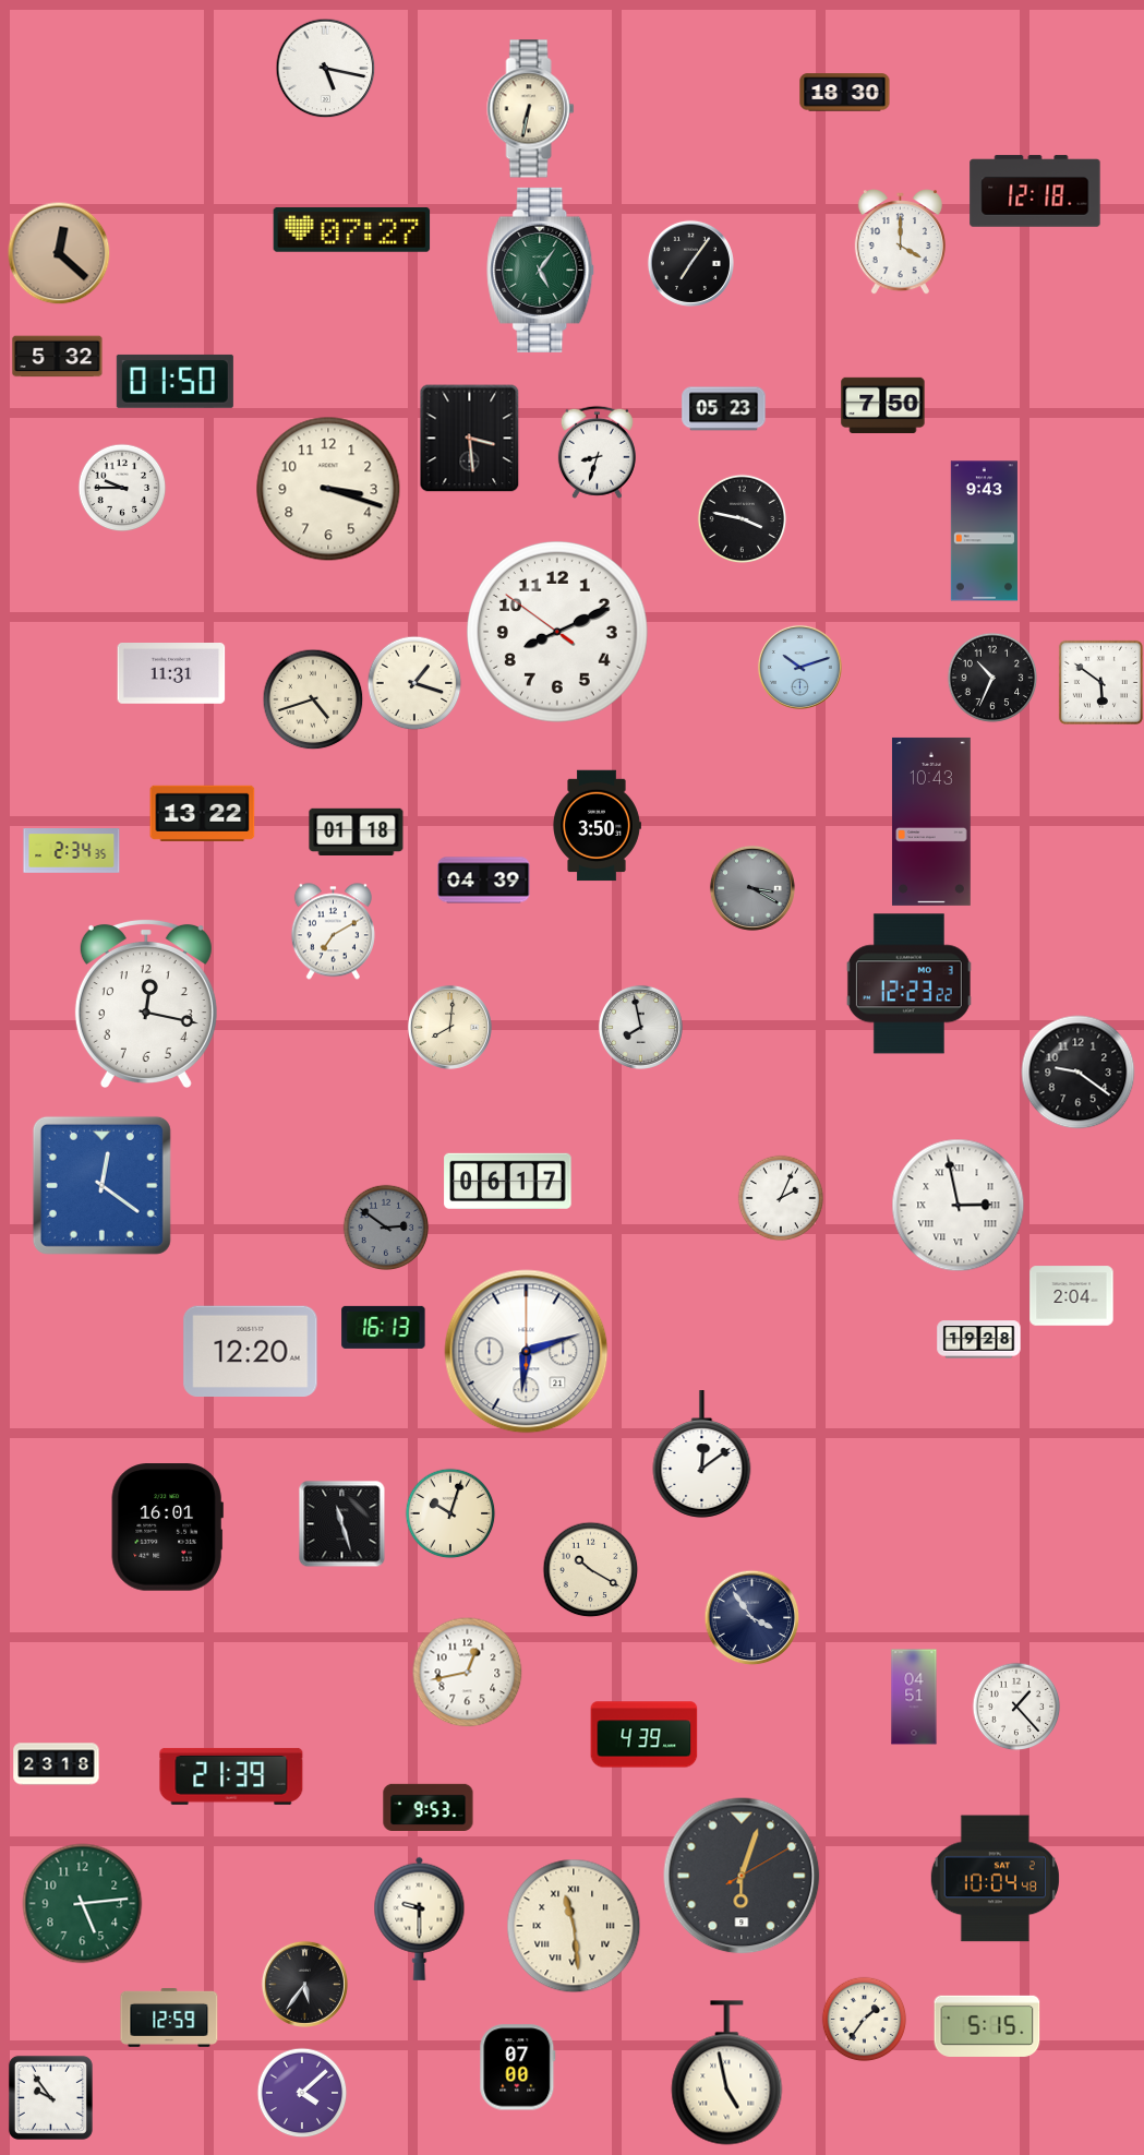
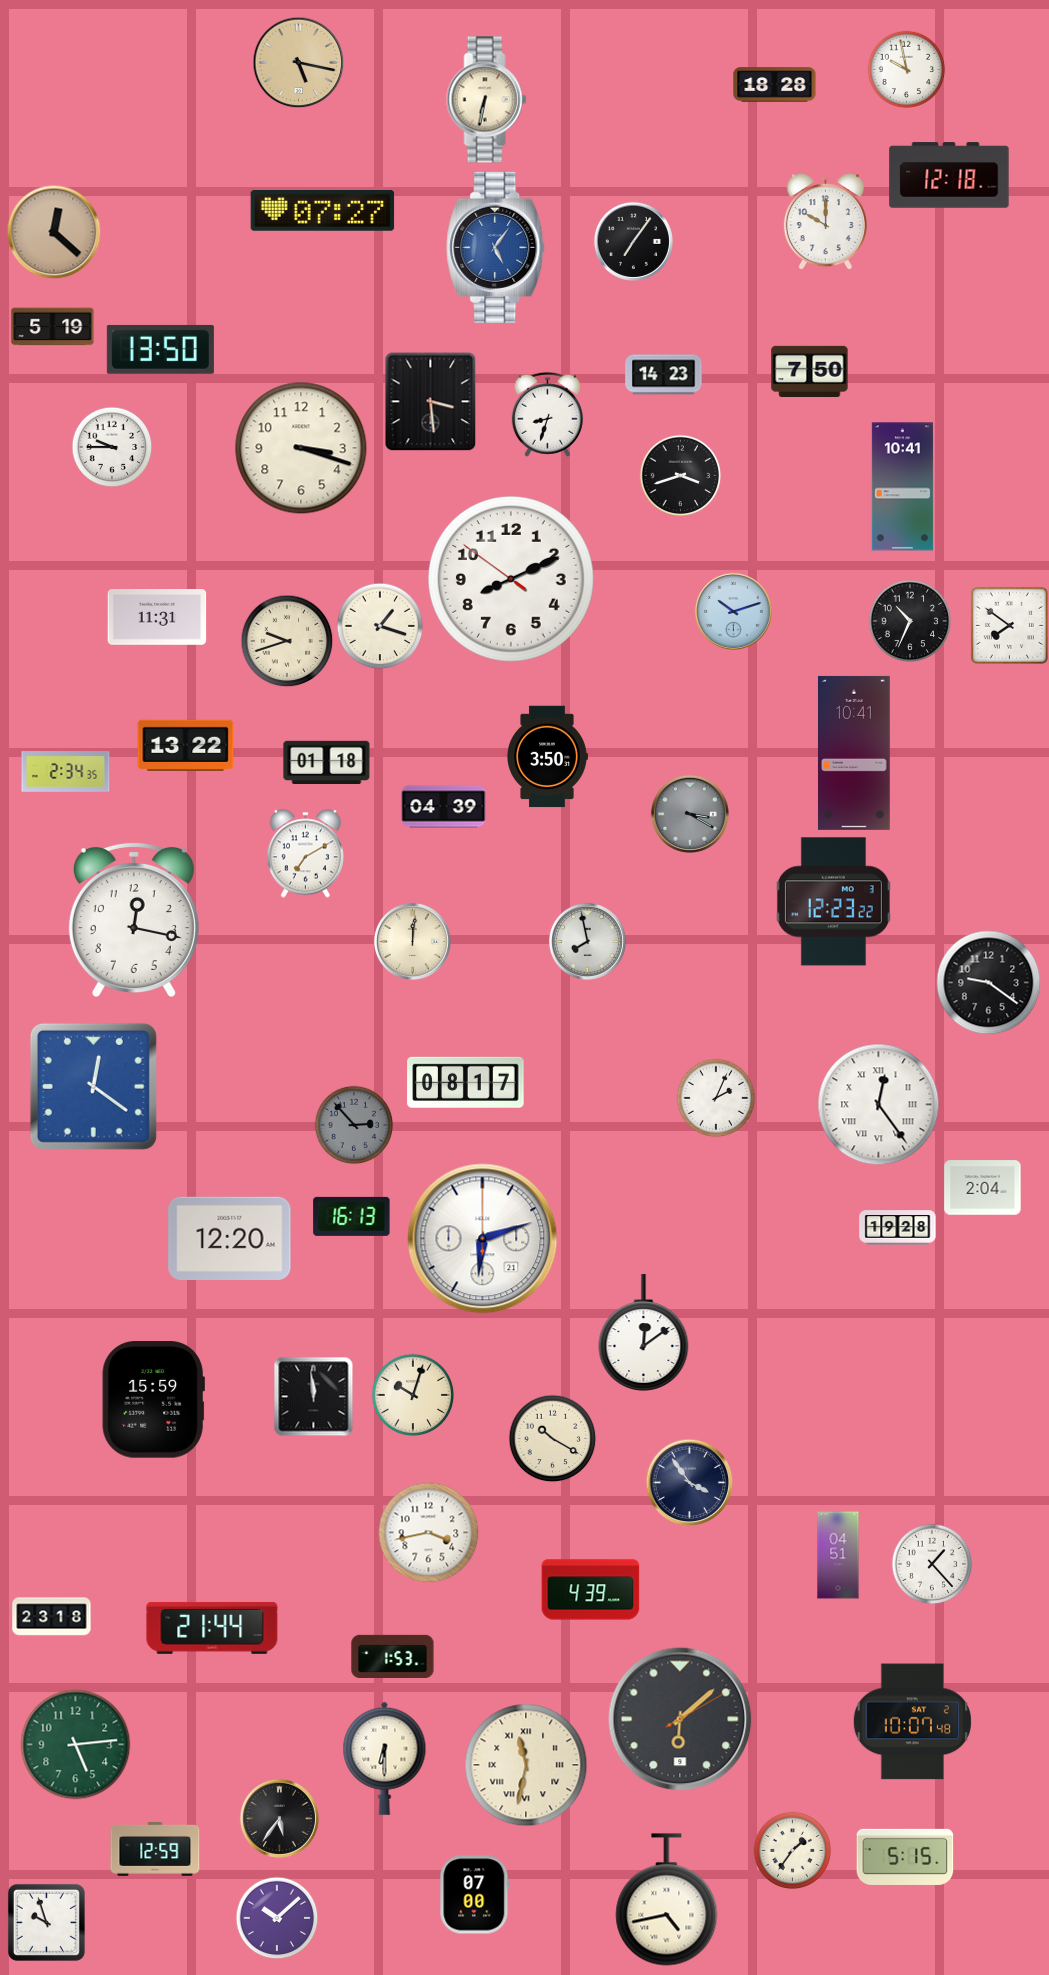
clock at (325, 68) dial: white -> champagne
clock at (906, 69): none -> 9:58
clock at (845, 93): 18:30 -> 18:28
clock at (900, 242): 4:00 -> 10:00
clock at (541, 270) dial: green -> blue
clock at (58, 357): 5:32 -> 5:19
clock at (174, 381): 01:50 -> 13:50
clock at (724, 409): 05:23 -> 14:23
clock at (742, 518): 3:47 -> 3:42
clock at (984, 531): 9:43 -> 10:41
clock at (1100, 682): 5:51 -> 7:51
clock at (313, 699): 4:42 -> 9:42
clock at (931, 822): 10:43 -> 10:41
clock at (72, 851) position: (72, 851) -> (66, 772)
clock at (449, 1027): 8:01 -> 12:01
clock at (508, 1181): 06:17 -> 08:17
clock at (959, 1206): 2:58 -> 12:24
clock at (386, 1228): 2:51 -> 2:53
clock at (450, 1513) position: (450, 1513) -> (413, 1395)
clock at (341, 1523): 11:27 -> 11:59
clock at (167, 1528): 16:01 -> 15:59
clock at (590, 1569) position: (590, 1569) -> (552, 1438)
clock at (468, 1673): 12:43 -> 3:43
clock at (231, 1776): 21:39 -> 21:44
clock at (429, 1808): 9:53 -> 1:53
clock at (742, 1876): 6:03 -> 6:08
clock at (995, 1879): 10:04 -> 10:07
clock at (420, 1918): 9:30 -> 6:30
clock at (574, 1926): 11:29 -> 11:32
clock at (727, 2073): 4:58 -> 4:43
clock at (302, 2093): 4:08 -> 10:08
clock at (50, 2097): 9:54 -> 9:57
